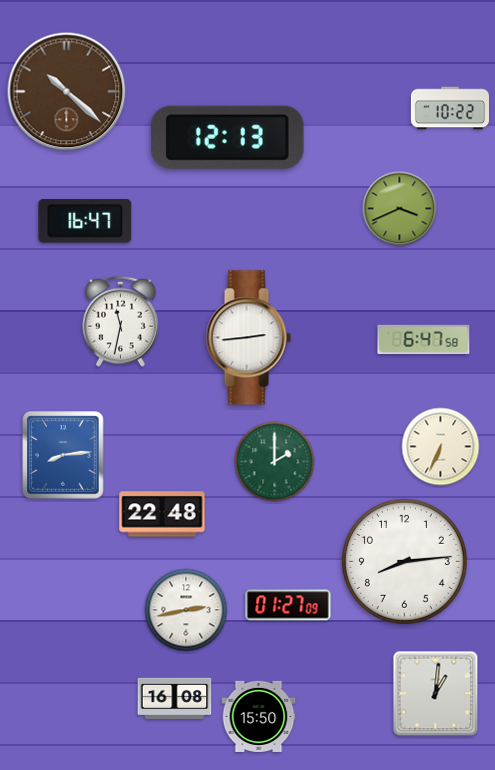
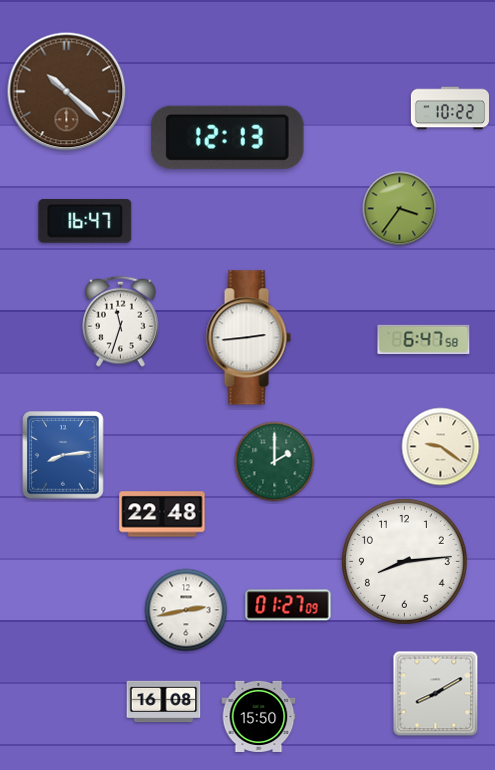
clock at (400, 209): 3:41 -> 3:36
clock at (121, 321): 11:32 -> 11:33
clock at (441, 447): 6:34 -> 9:21
clock at (436, 694): 1:01 -> 8:10
clock at (175, 699) position: (175, 699) -> (164, 702)
